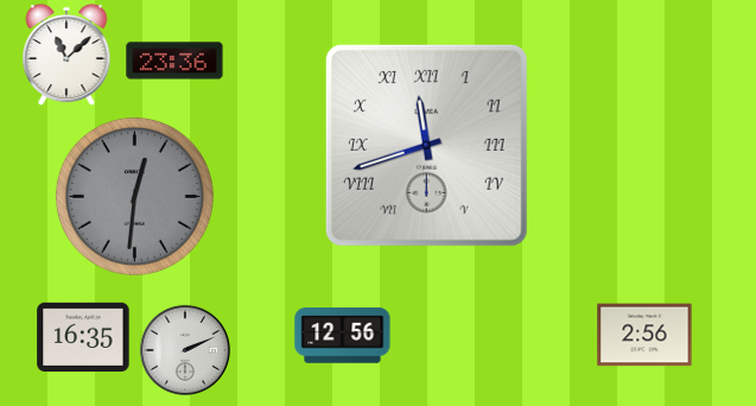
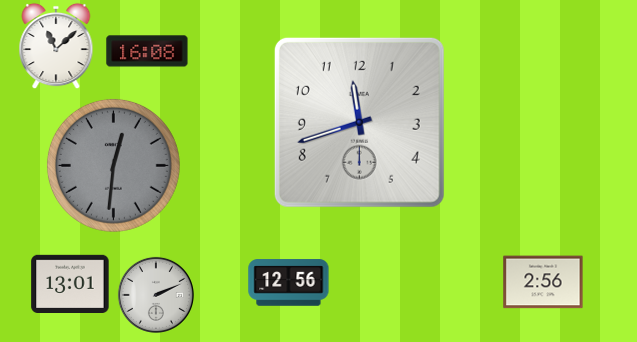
clock at (174, 61): 23:36 -> 16:08
clock at (426, 145) numerals: Roman -> Arabic
clock at (83, 336): 16:35 -> 13:01
